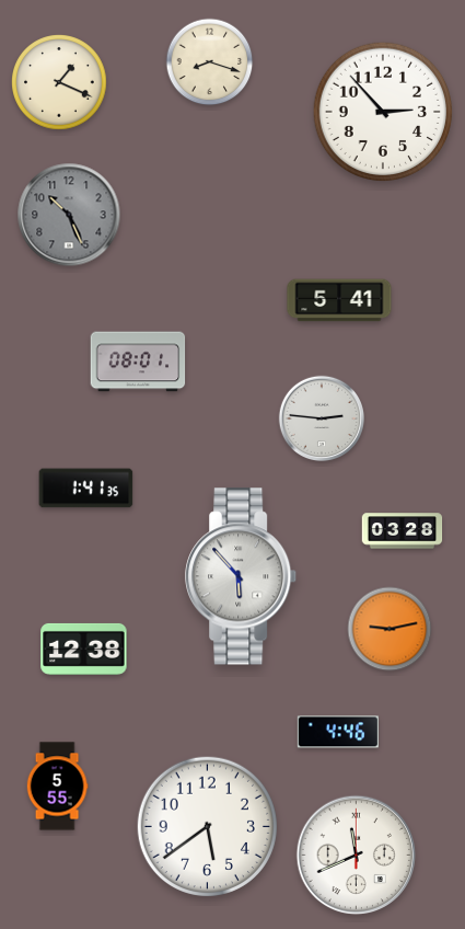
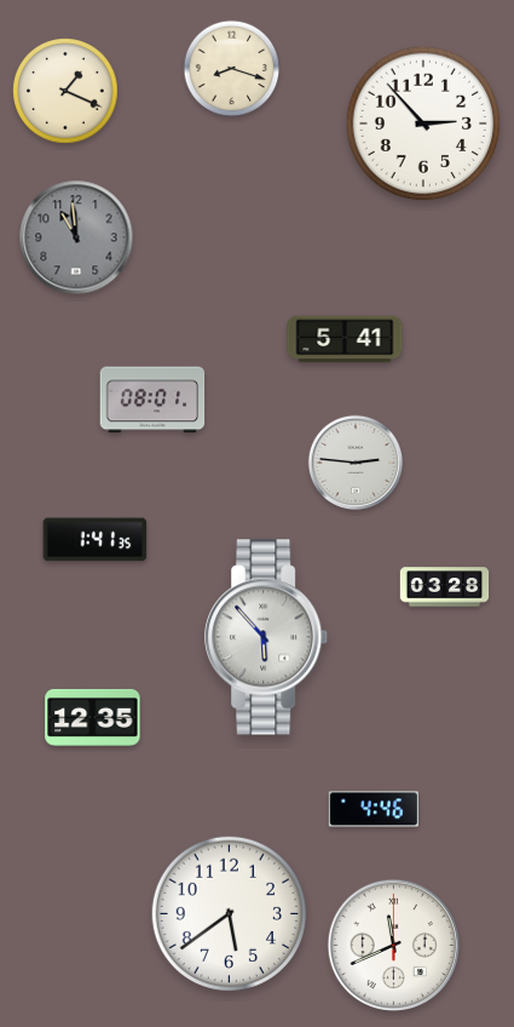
clock at (69, 215): 10:26 -> 10:59
clock at (339, 300) position: (339, 300) -> (345, 339)
clock at (390, 629): 9:13 -> none
clock at (84, 649): 12:38 -> 12:35
clock at (57, 787): 5:55 -> none
